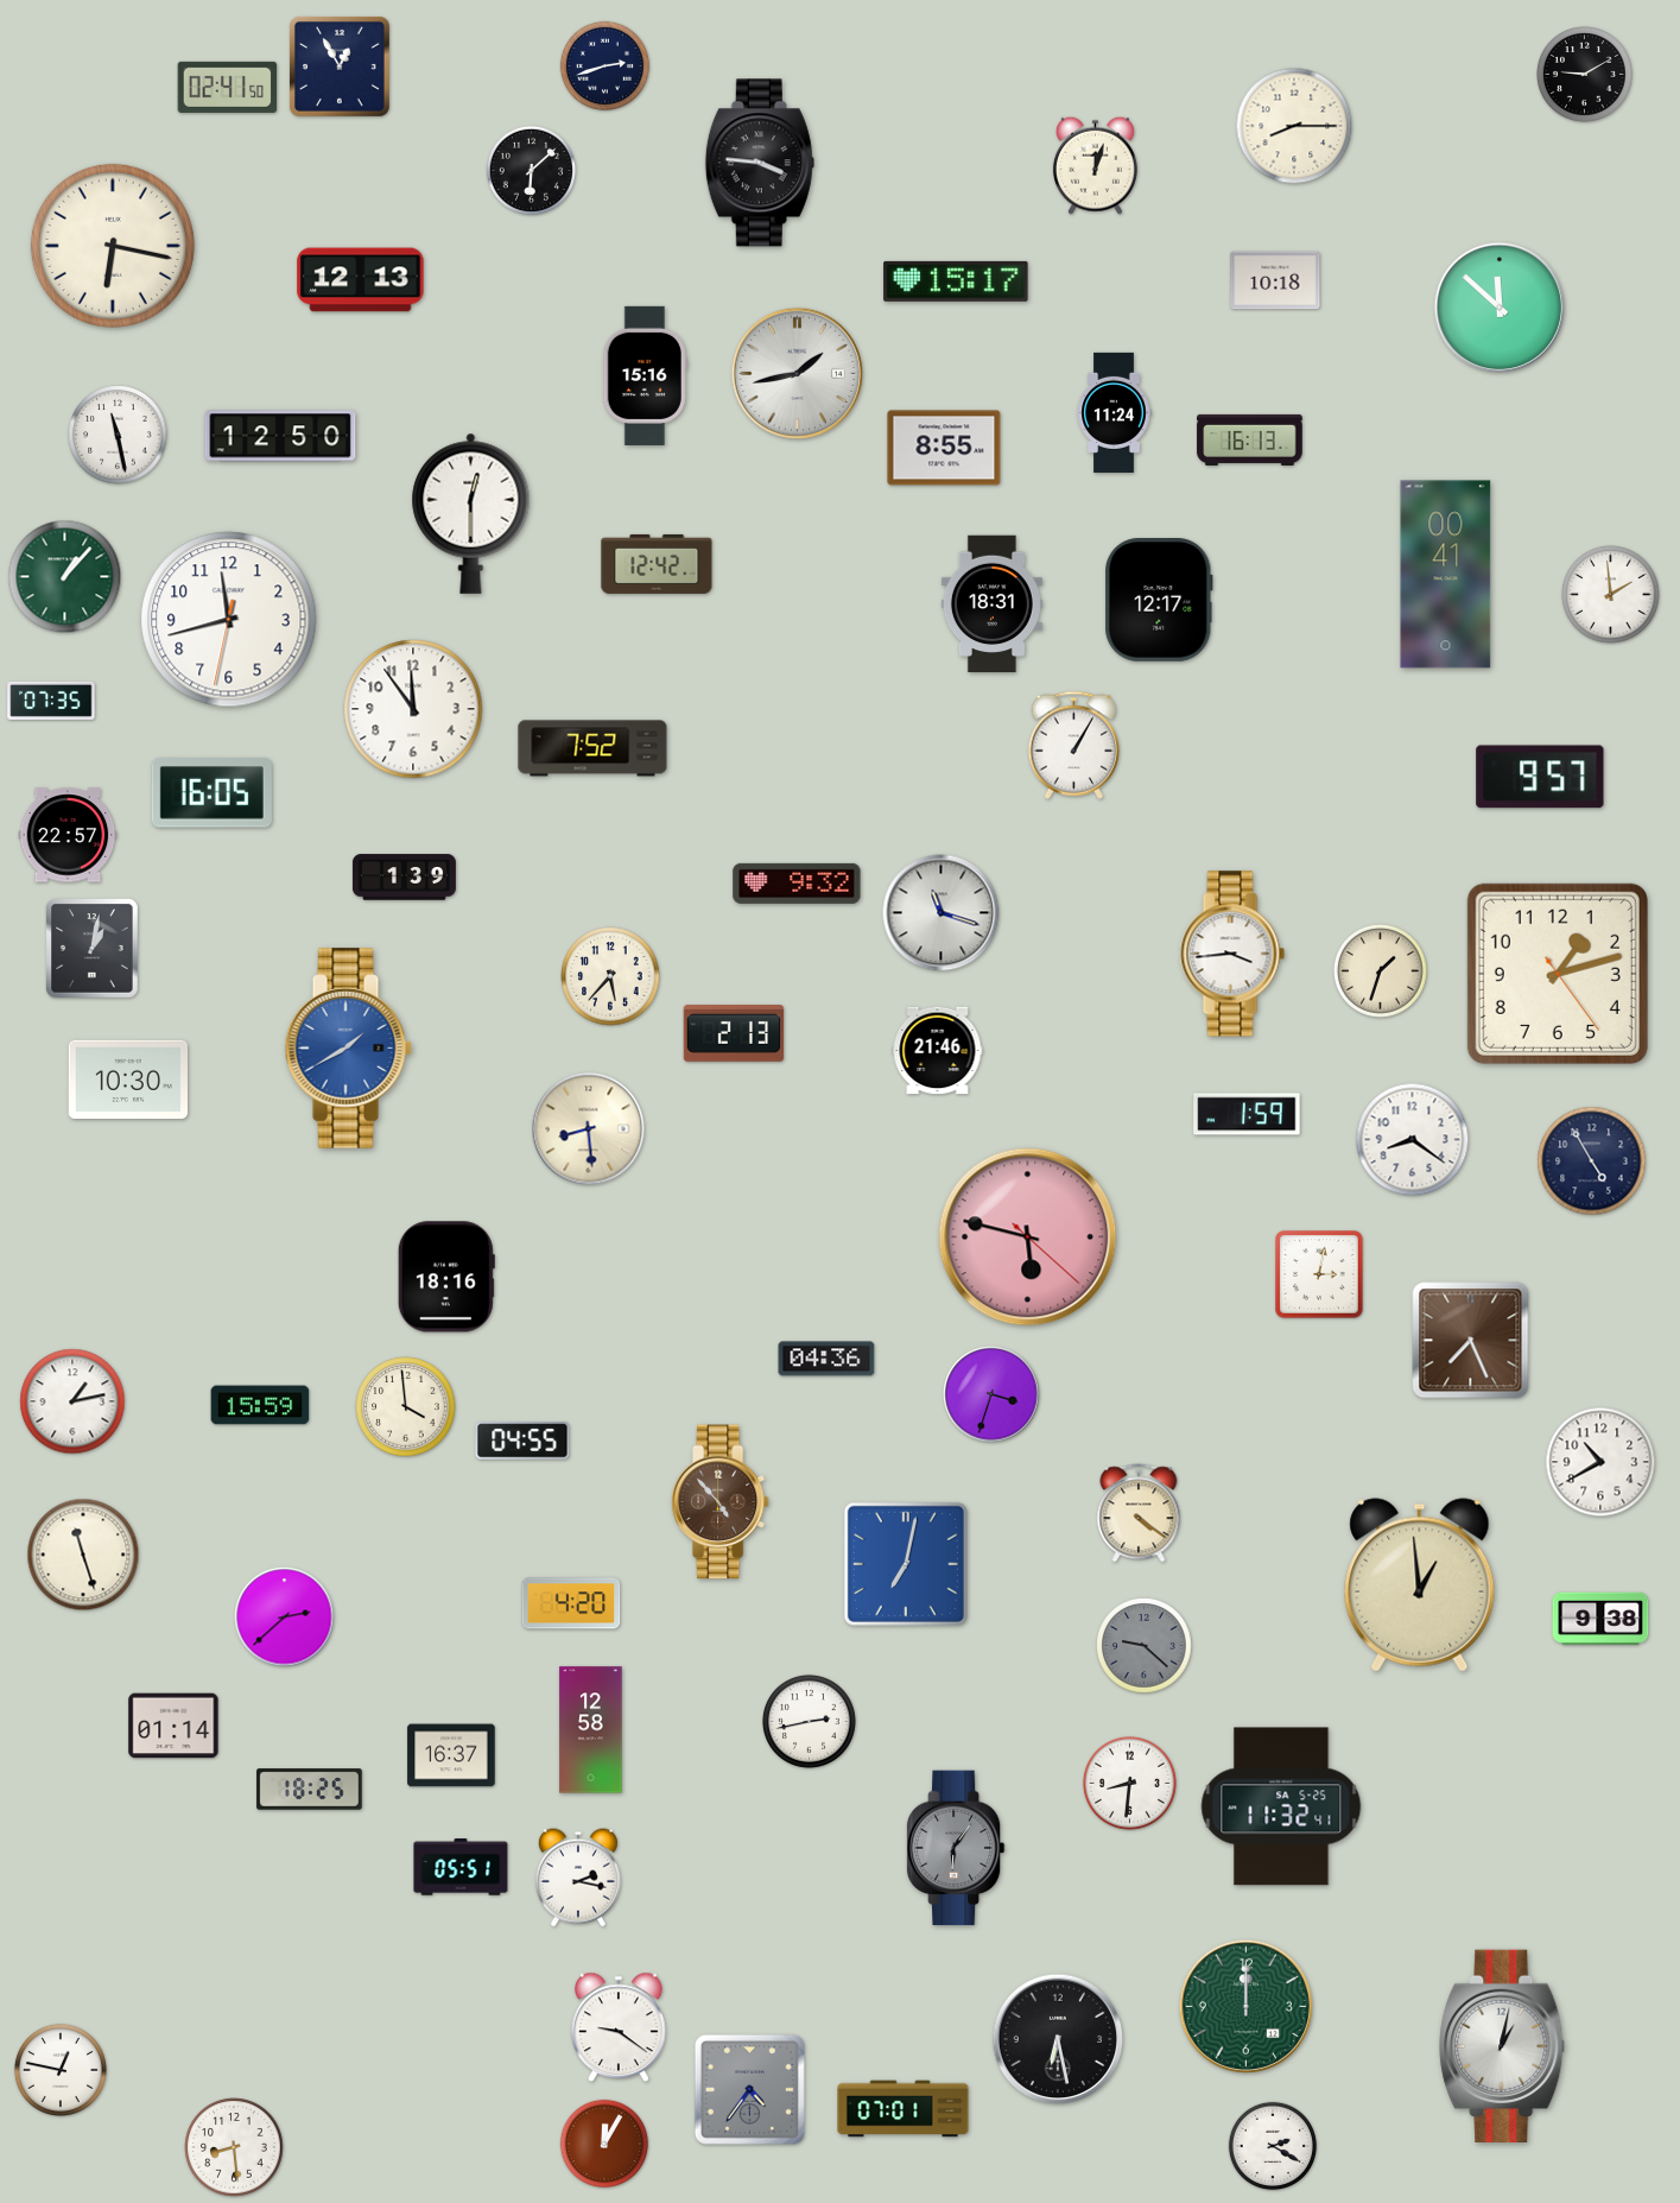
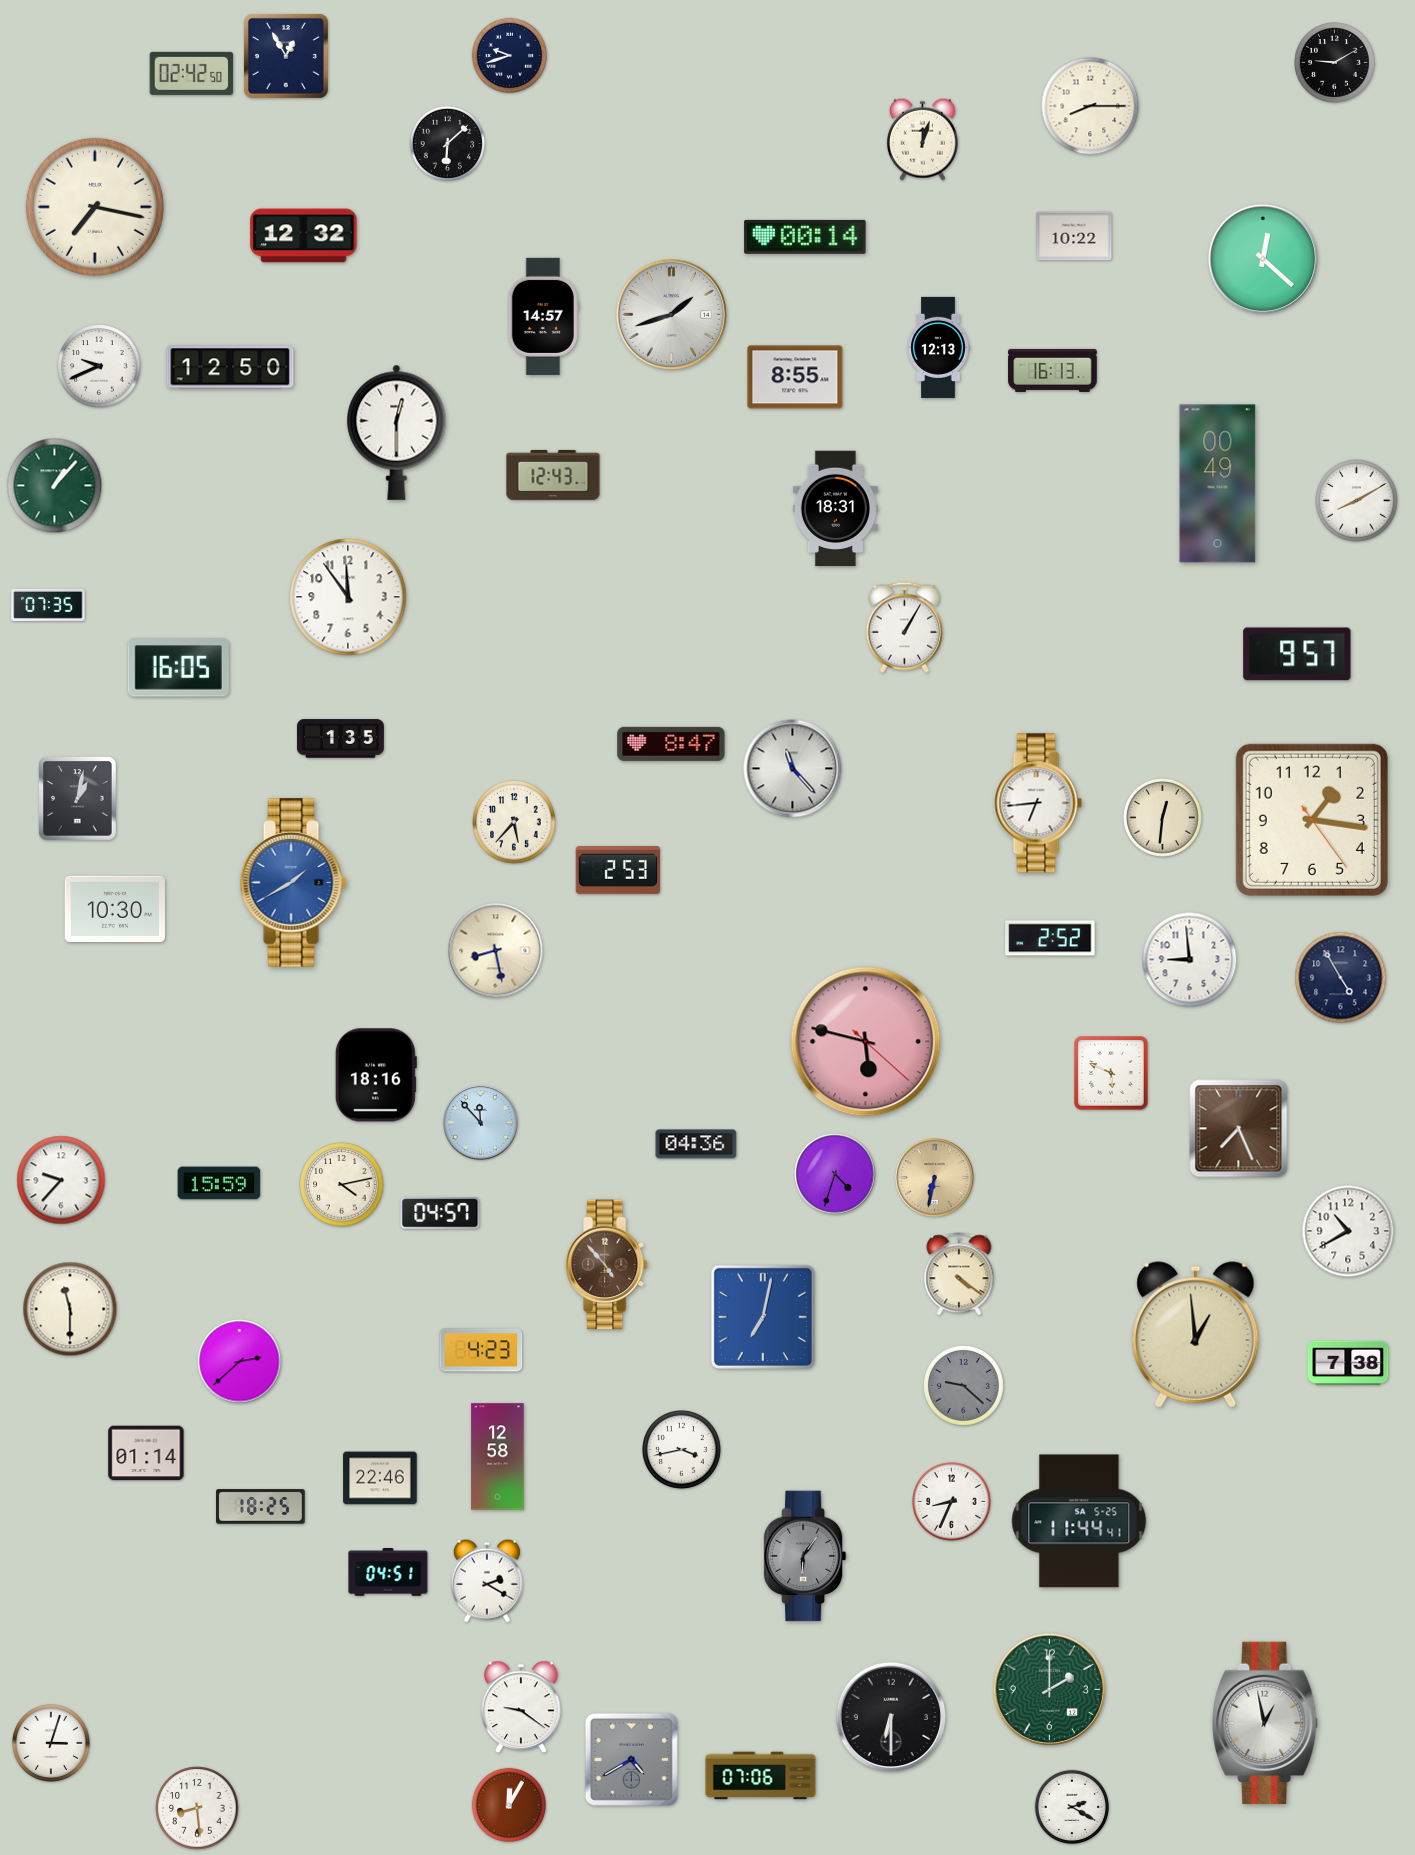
clock at (604, 65): 2:42 -> 9:42
clock at (228, 87): 02:41 -> 02:42
clock at (760, 163): 3:46 -> none
clock at (113, 246): 6:17 -> 7:17
clock at (361, 280): 12:13 -> 12:32
clock at (1275, 280): 10:18 -> 10:22
clock at (956, 281): 15:17 -> 00:14
clock at (1500, 308): 11:52 -> 12:22
clock at (798, 374): 1:43 -> 1:42
clock at (645, 375): 15:16 -> 14:57
clock at (1114, 412): 11:24 -> 12:13
clock at (118, 435): 11:28 -> 9:41
clock at (280, 436) position: (280, 436) -> (230, 367)
clock at (657, 564): 12:42 -> 12:43
clock at (1446, 575): 00:41 -> 00:49
clock at (1611, 595): 1:59 -> 8:10
clock at (1159, 601): 12:17 -> none
clock at (229, 620): 11:42 -> none
clock at (51, 701) position: (51, 701) -> (48, 605)
clock at (592, 748): 7:52 -> none
clock at (68, 835): 22:57 -> none
clock at (404, 878): 1:39 -> 1:35
clock at (797, 884): 9:32 -> 8:47
clock at (942, 913): 11:18 -> 11:23
clock at (1232, 954): 3:44 -> 6:44
clock at (1380, 970): 1:33 -> 12:31
clock at (1558, 974): 1:12 -> 1:16
clock at (734, 1033): 2:13 -> 2:53
clock at (938, 1051): 21:46 -> none
clock at (127, 1080) position: (127, 1080) -> (114, 909)
clock at (1247, 1114): 1:59 -> 2:52
clock at (589, 1129): 8:29 -> 8:28
clock at (1413, 1140): 8:21 -> 8:59
clock at (1319, 1274): 3:02 -> 5:49
clock at (481, 1123): none -> 11:53
clock at (991, 1394): 3:33 -> 4:33
clock at (935, 1178): none -> 6:32
clock at (72, 1401): 1:13 -> 9:37
clock at (406, 1407): 3:59 -> 4:13
clock at (522, 1441): 04:55 -> 04:57
clock at (83, 1555): 11:27 -> 11:30
clock at (571, 1603): 4:20 -> 4:23
clock at (1600, 1619): 9:38 -> 7:38
clock at (809, 1721): 2:43 -> 3:43
clock at (451, 1755): 16:37 -> 22:46
clock at (1129, 1783): 8:31 -> 8:34
clock at (1281, 1806): 11:32 -> 11:44
clock at (461, 1867): 05:51 -> 04:51
clock at (578, 1878): 2:17 -> 2:20
clock at (1245, 2006): 12:00 -> 2:00
clock at (1058, 2039): 6:28 -> 6:30
clock at (1503, 2045): 1:02 -> 12:58
clock at (61, 2070): 12:47 -> 3:03
clock at (749, 2089): 4:36 -> 4:40
clock at (904, 2109): 07:01 -> 07:06
